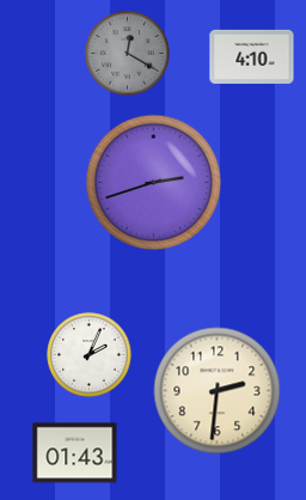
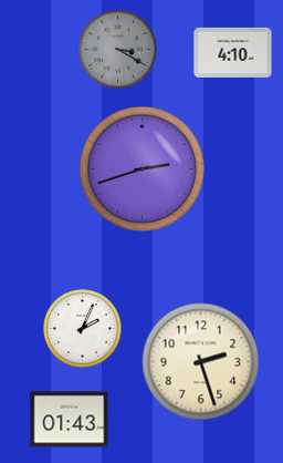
clock at (128, 54): 12:20 -> 3:20
clock at (218, 391): 2:31 -> 2:27
